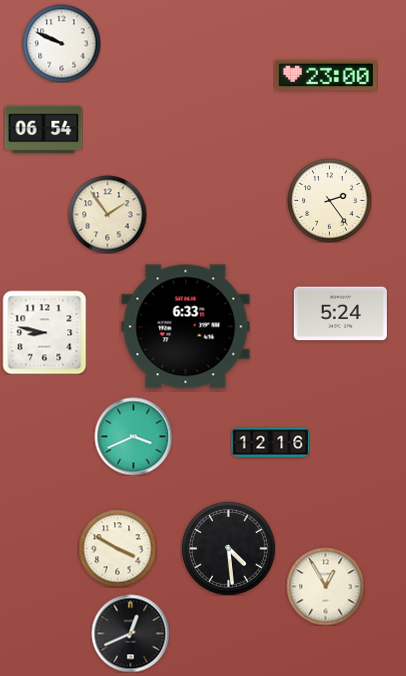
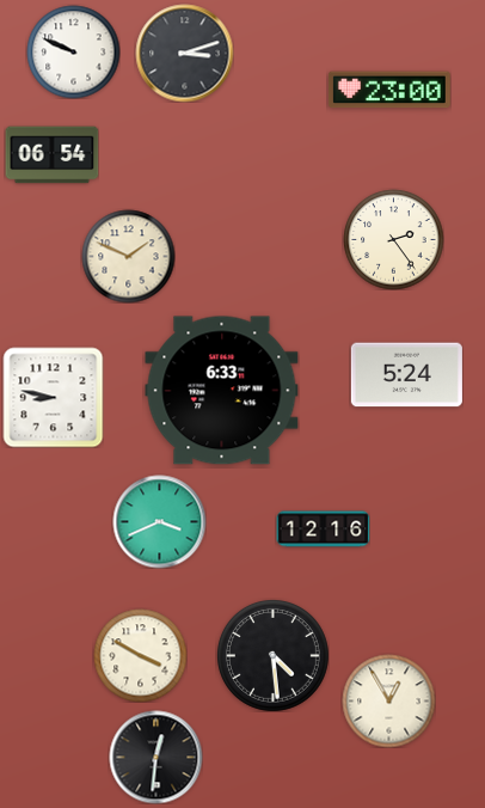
clock at (184, 53): none -> 3:12
clock at (107, 214): 1:54 -> 1:49
clock at (130, 633): 12:41 -> 12:31
